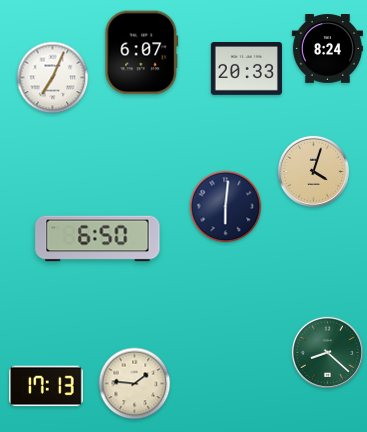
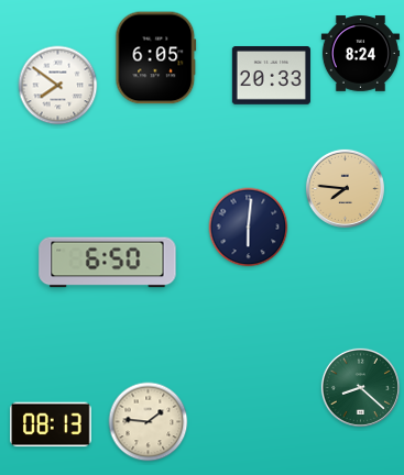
clock at (142, 53): 6:07 -> 6:05
clock at (53, 78): 7:04 -> 7:51
clock at (313, 171): 4:03 -> 7:46
clock at (46, 386): 17:13 -> 08:13
